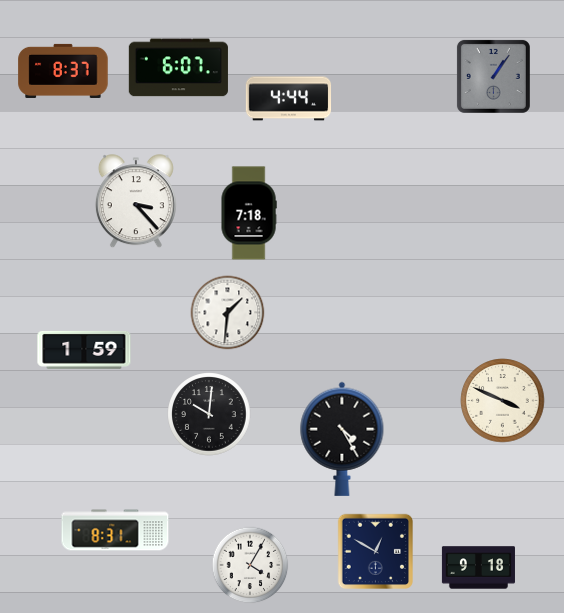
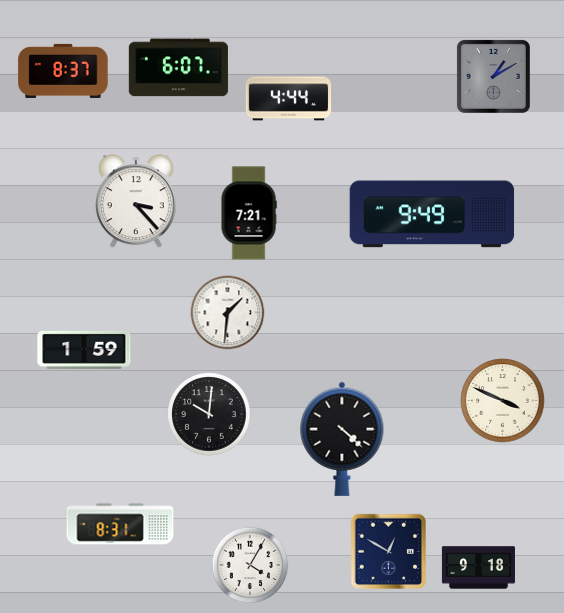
clock at (493, 76): 1:06 -> 1:10
clock at (249, 213): 7:18 -> 7:21
clock at (432, 214): none -> 9:49
clock at (342, 439): 4:25 -> 4:22
clock at (115, 530) position: (115, 530) -> (120, 524)
clock at (375, 551) position: (375, 551) -> (388, 551)
